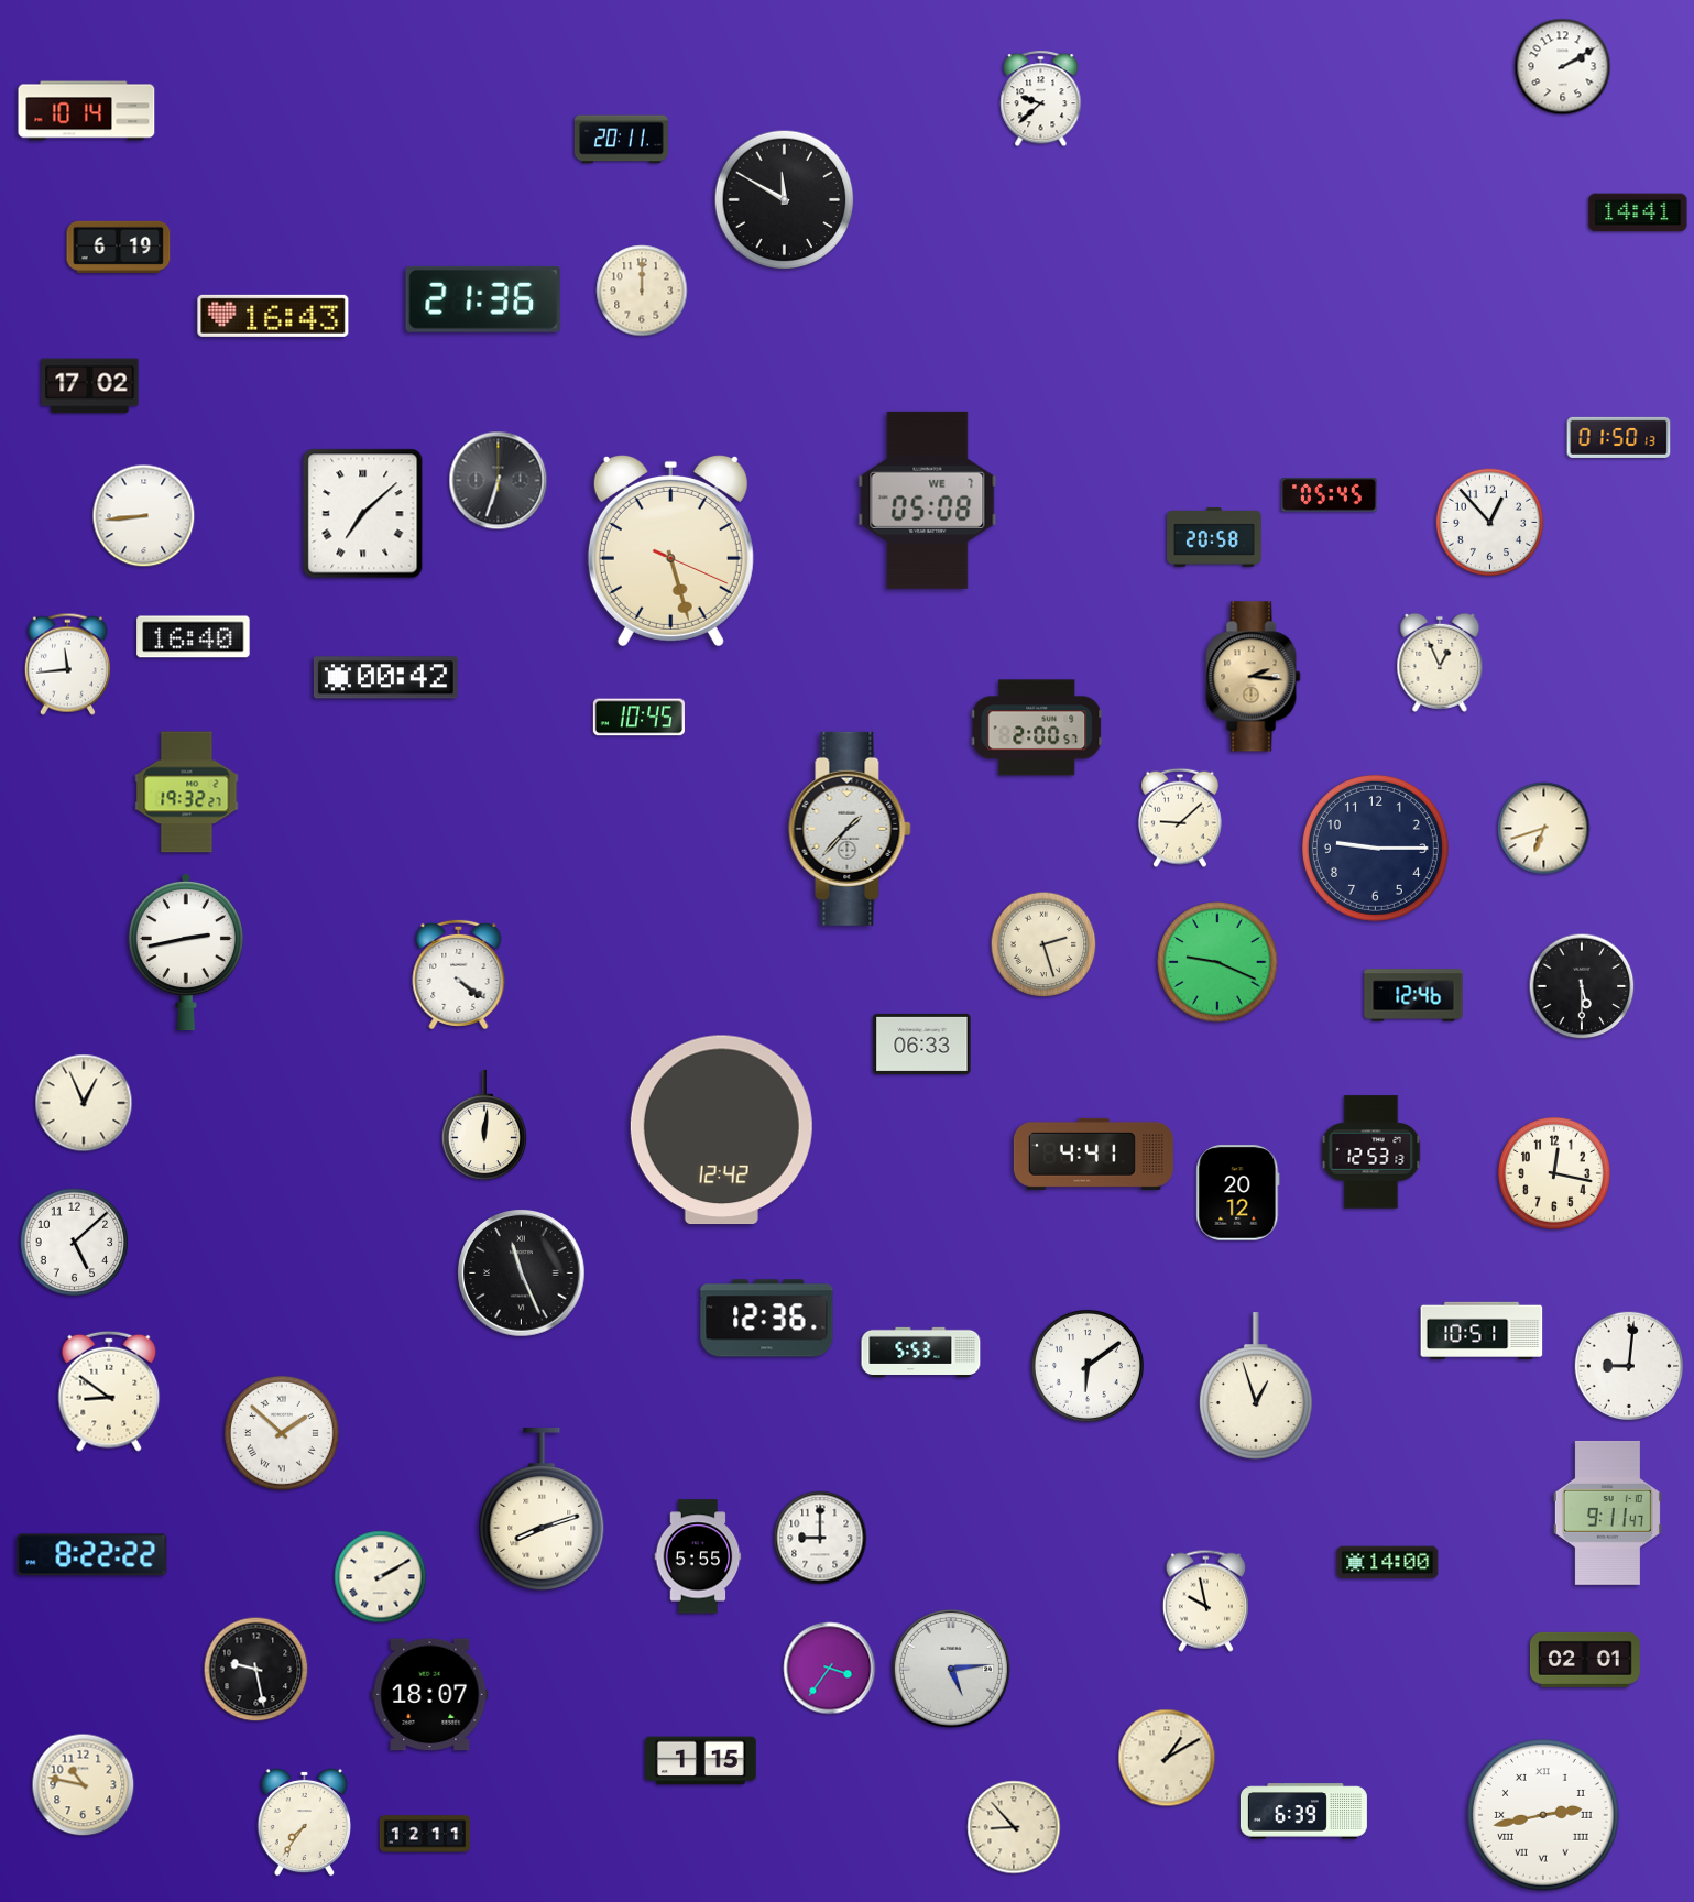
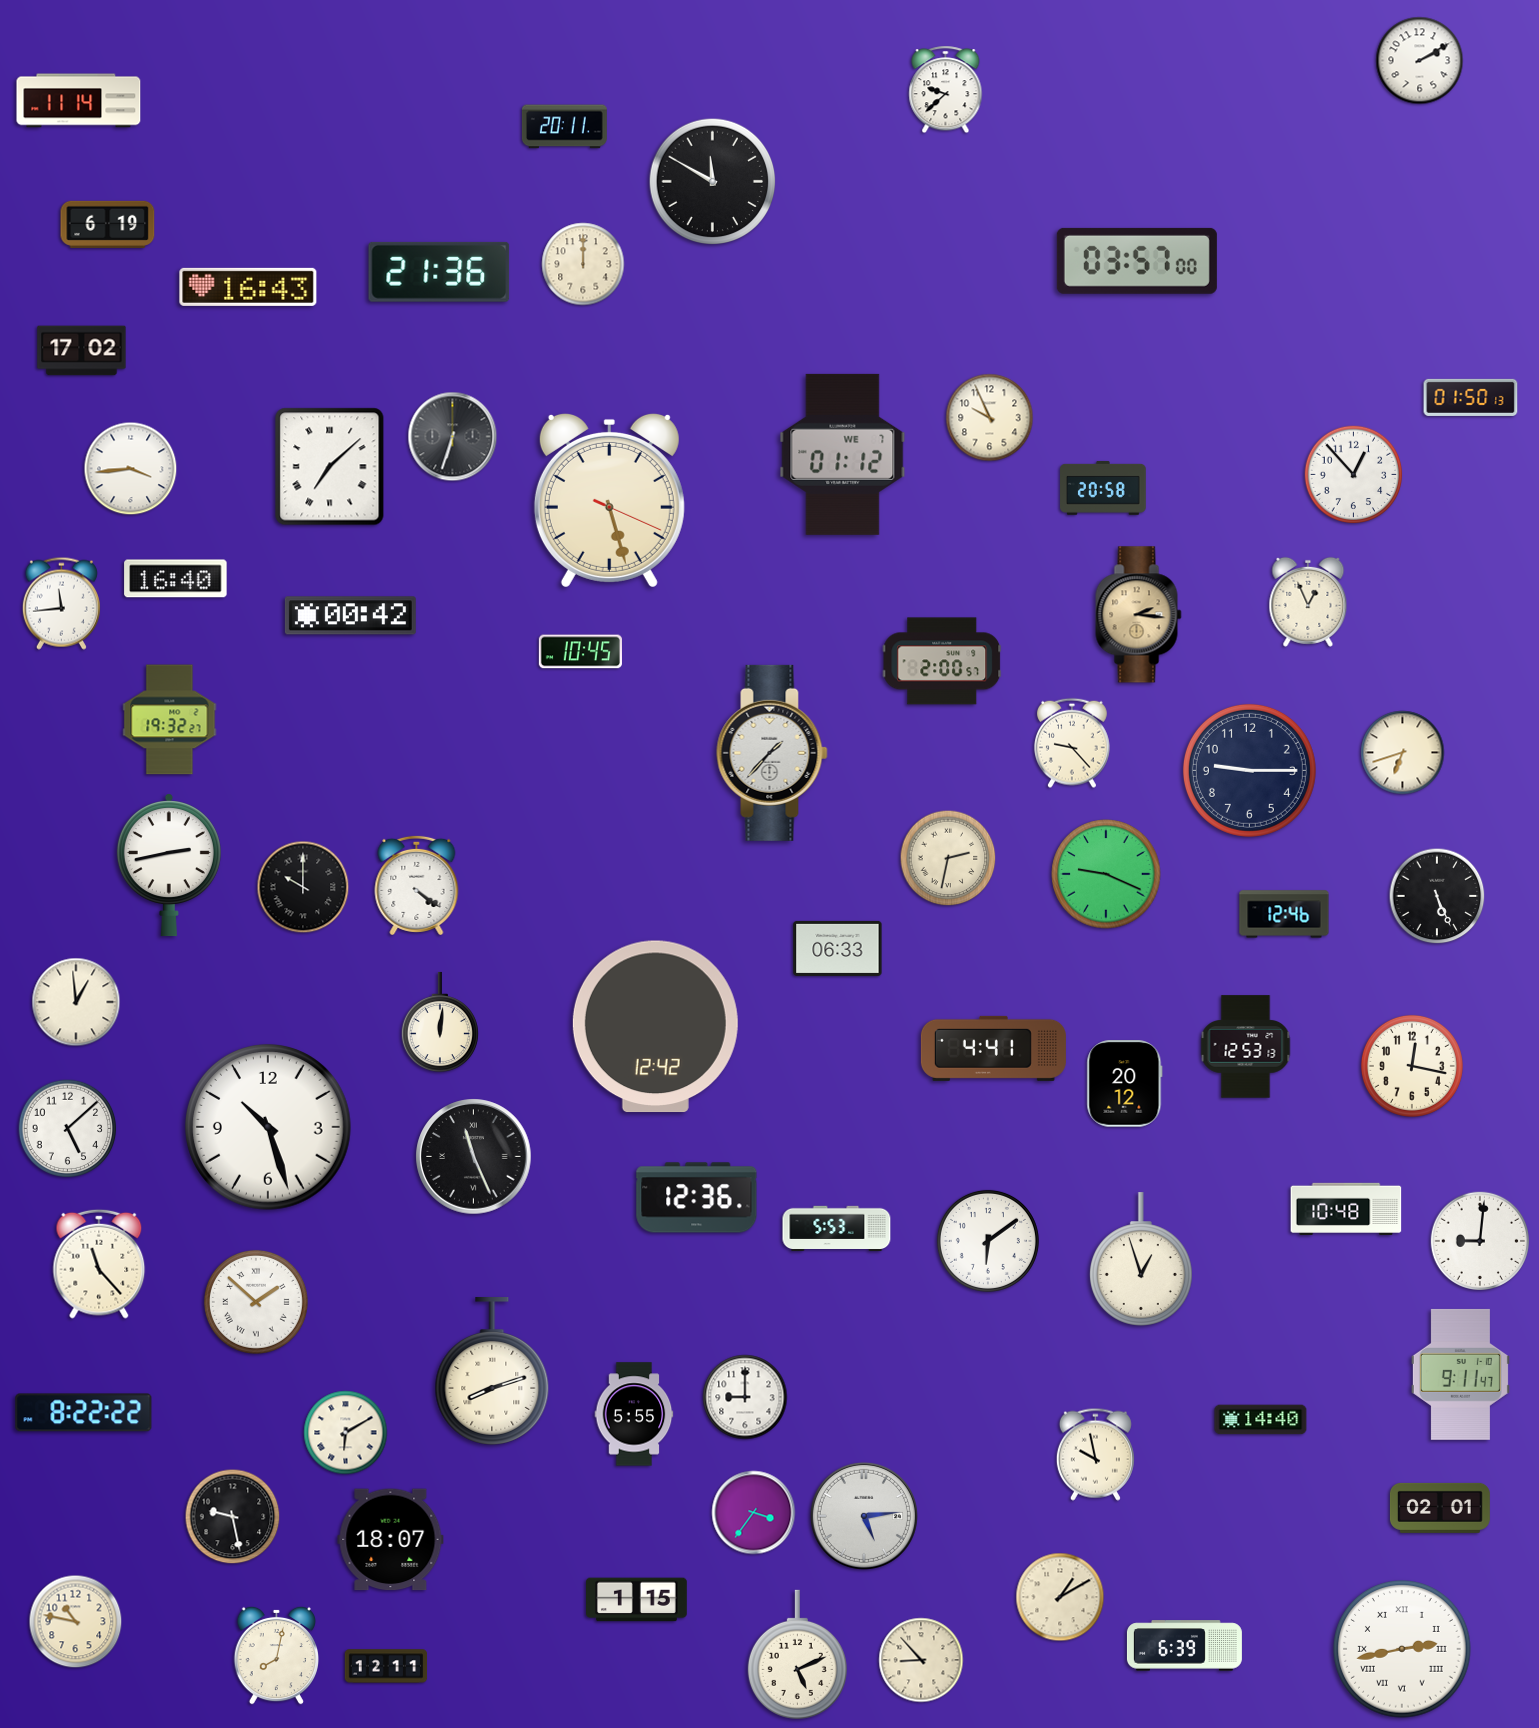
clock at (87, 111): 10:14 -> 11:14
clock at (1638, 212): 14:41 -> none
clock at (1137, 261): none -> 03:57
clock at (990, 418): none -> 9:56
clock at (1330, 495): 05:45 -> none
clock at (928, 500): 05:08 -> 01:12
clock at (144, 516): 8:44 -> 3:44
clock at (1180, 818): 9:08 -> 9:23
clock at (1043, 944): 2:27 -> 2:32
clock at (303, 887): none -> 10:00
clock at (1582, 986): 5:30 -> 5:26
clock at (1413, 995) position: (1413, 995) -> (1284, 914)
clock at (84, 1103): 12:56 -> 12:59
clock at (269, 1128): none -> 10:27
clock at (1482, 1331): 10:51 -> 10:48
clock at (109, 1391): 8:51 -> 11:23
clock at (1388, 1563): 14:00 -> 14:40
clock at (381, 1577): 2:10 -> 6:10
clock at (830, 1669) position: (830, 1669) -> (754, 1513)
clock at (797, 1654): none -> 5:11
clock at (304, 1822): 7:36 -> 8:02
